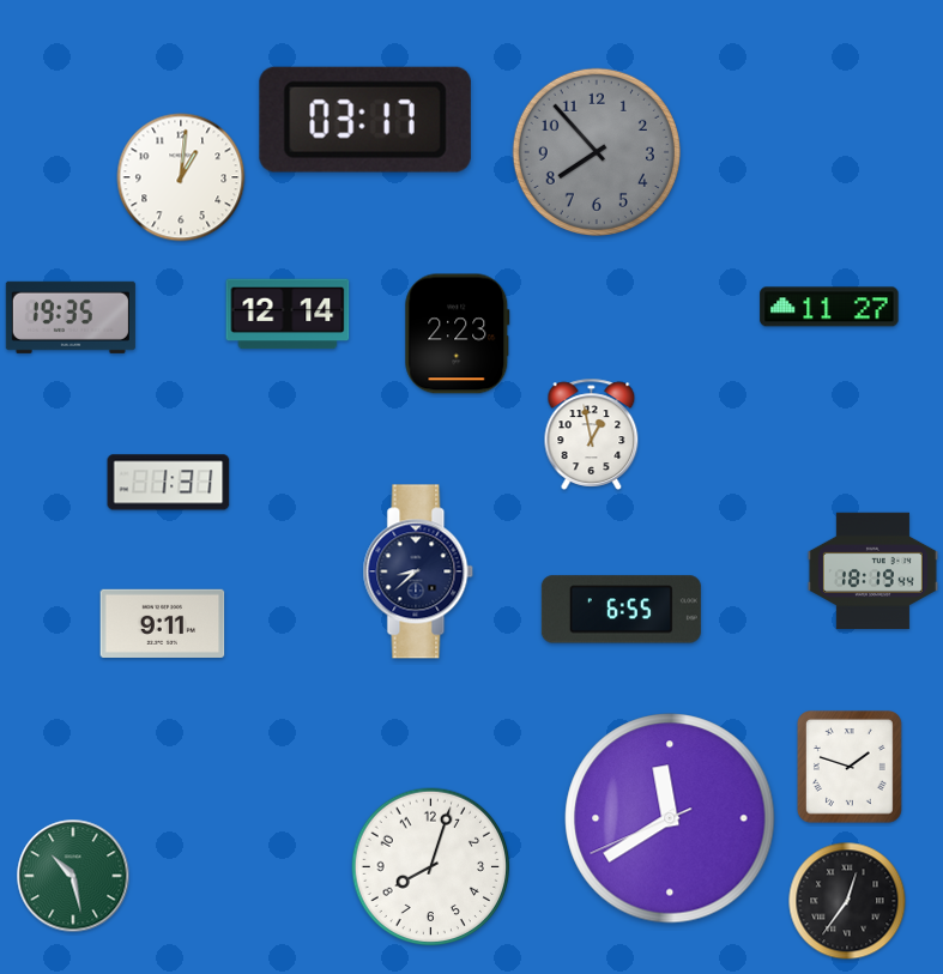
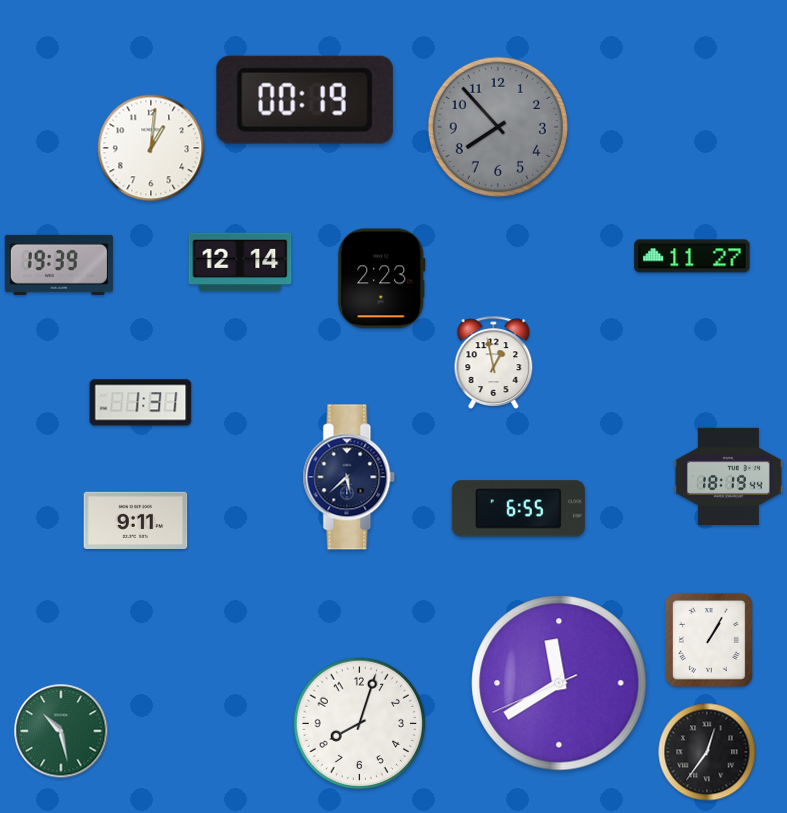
clock at (365, 120): 03:17 -> 00:19
clock at (71, 317): 19:35 -> 19:39
clock at (418, 571): 8:38 -> 5:38
clock at (851, 768): 1:48 -> 1:05
